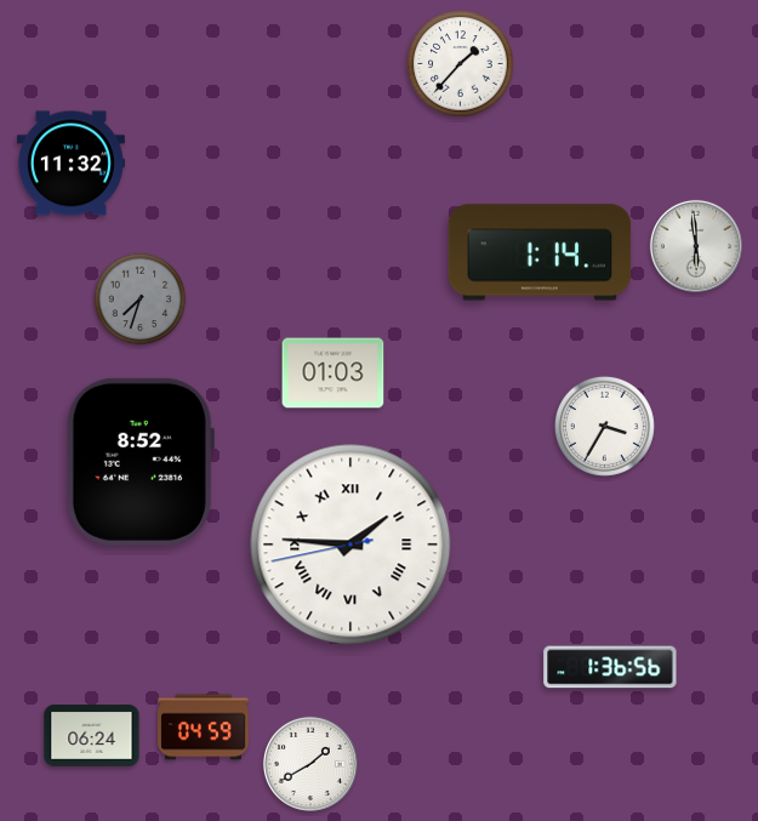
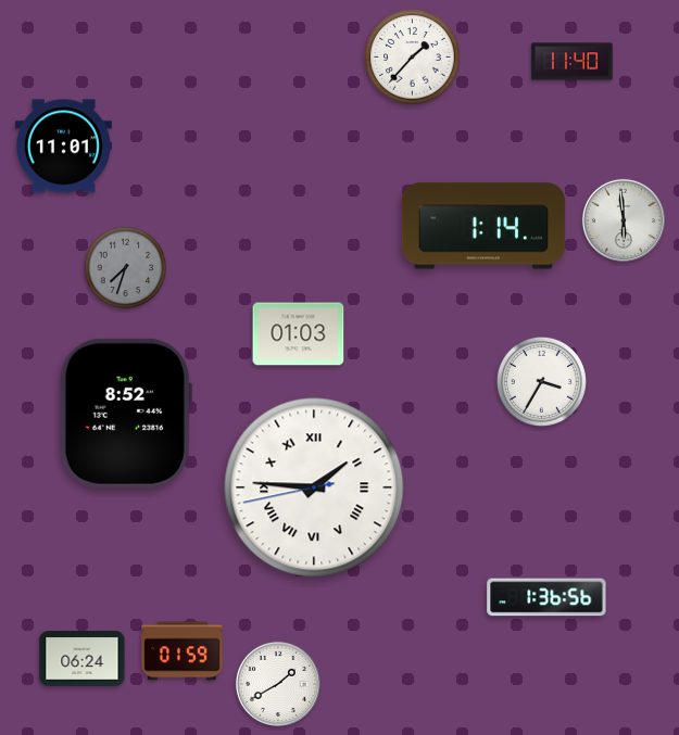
clock at (573, 62): none -> 11:40
clock at (70, 164): 11:32 -> 11:01
clock at (204, 728): 04:59 -> 01:59
